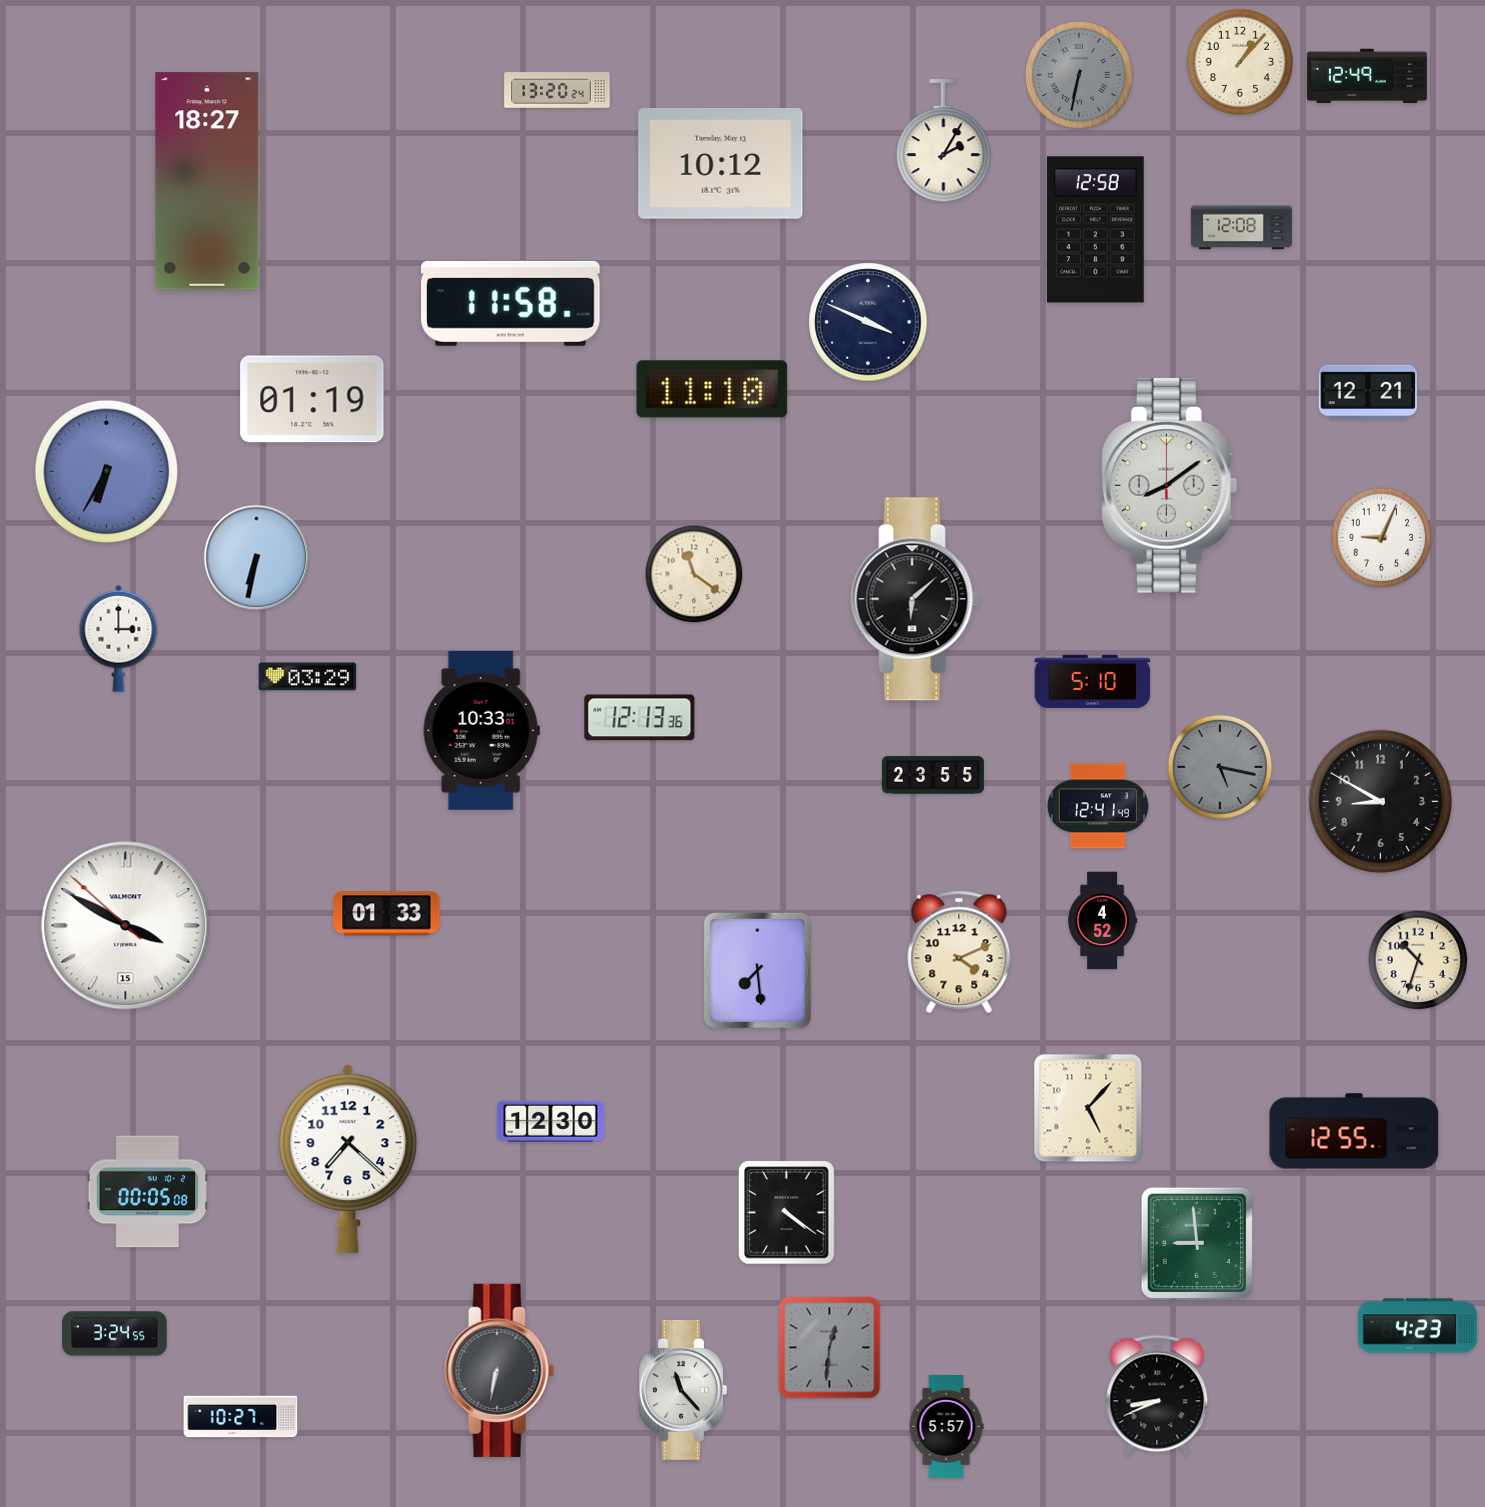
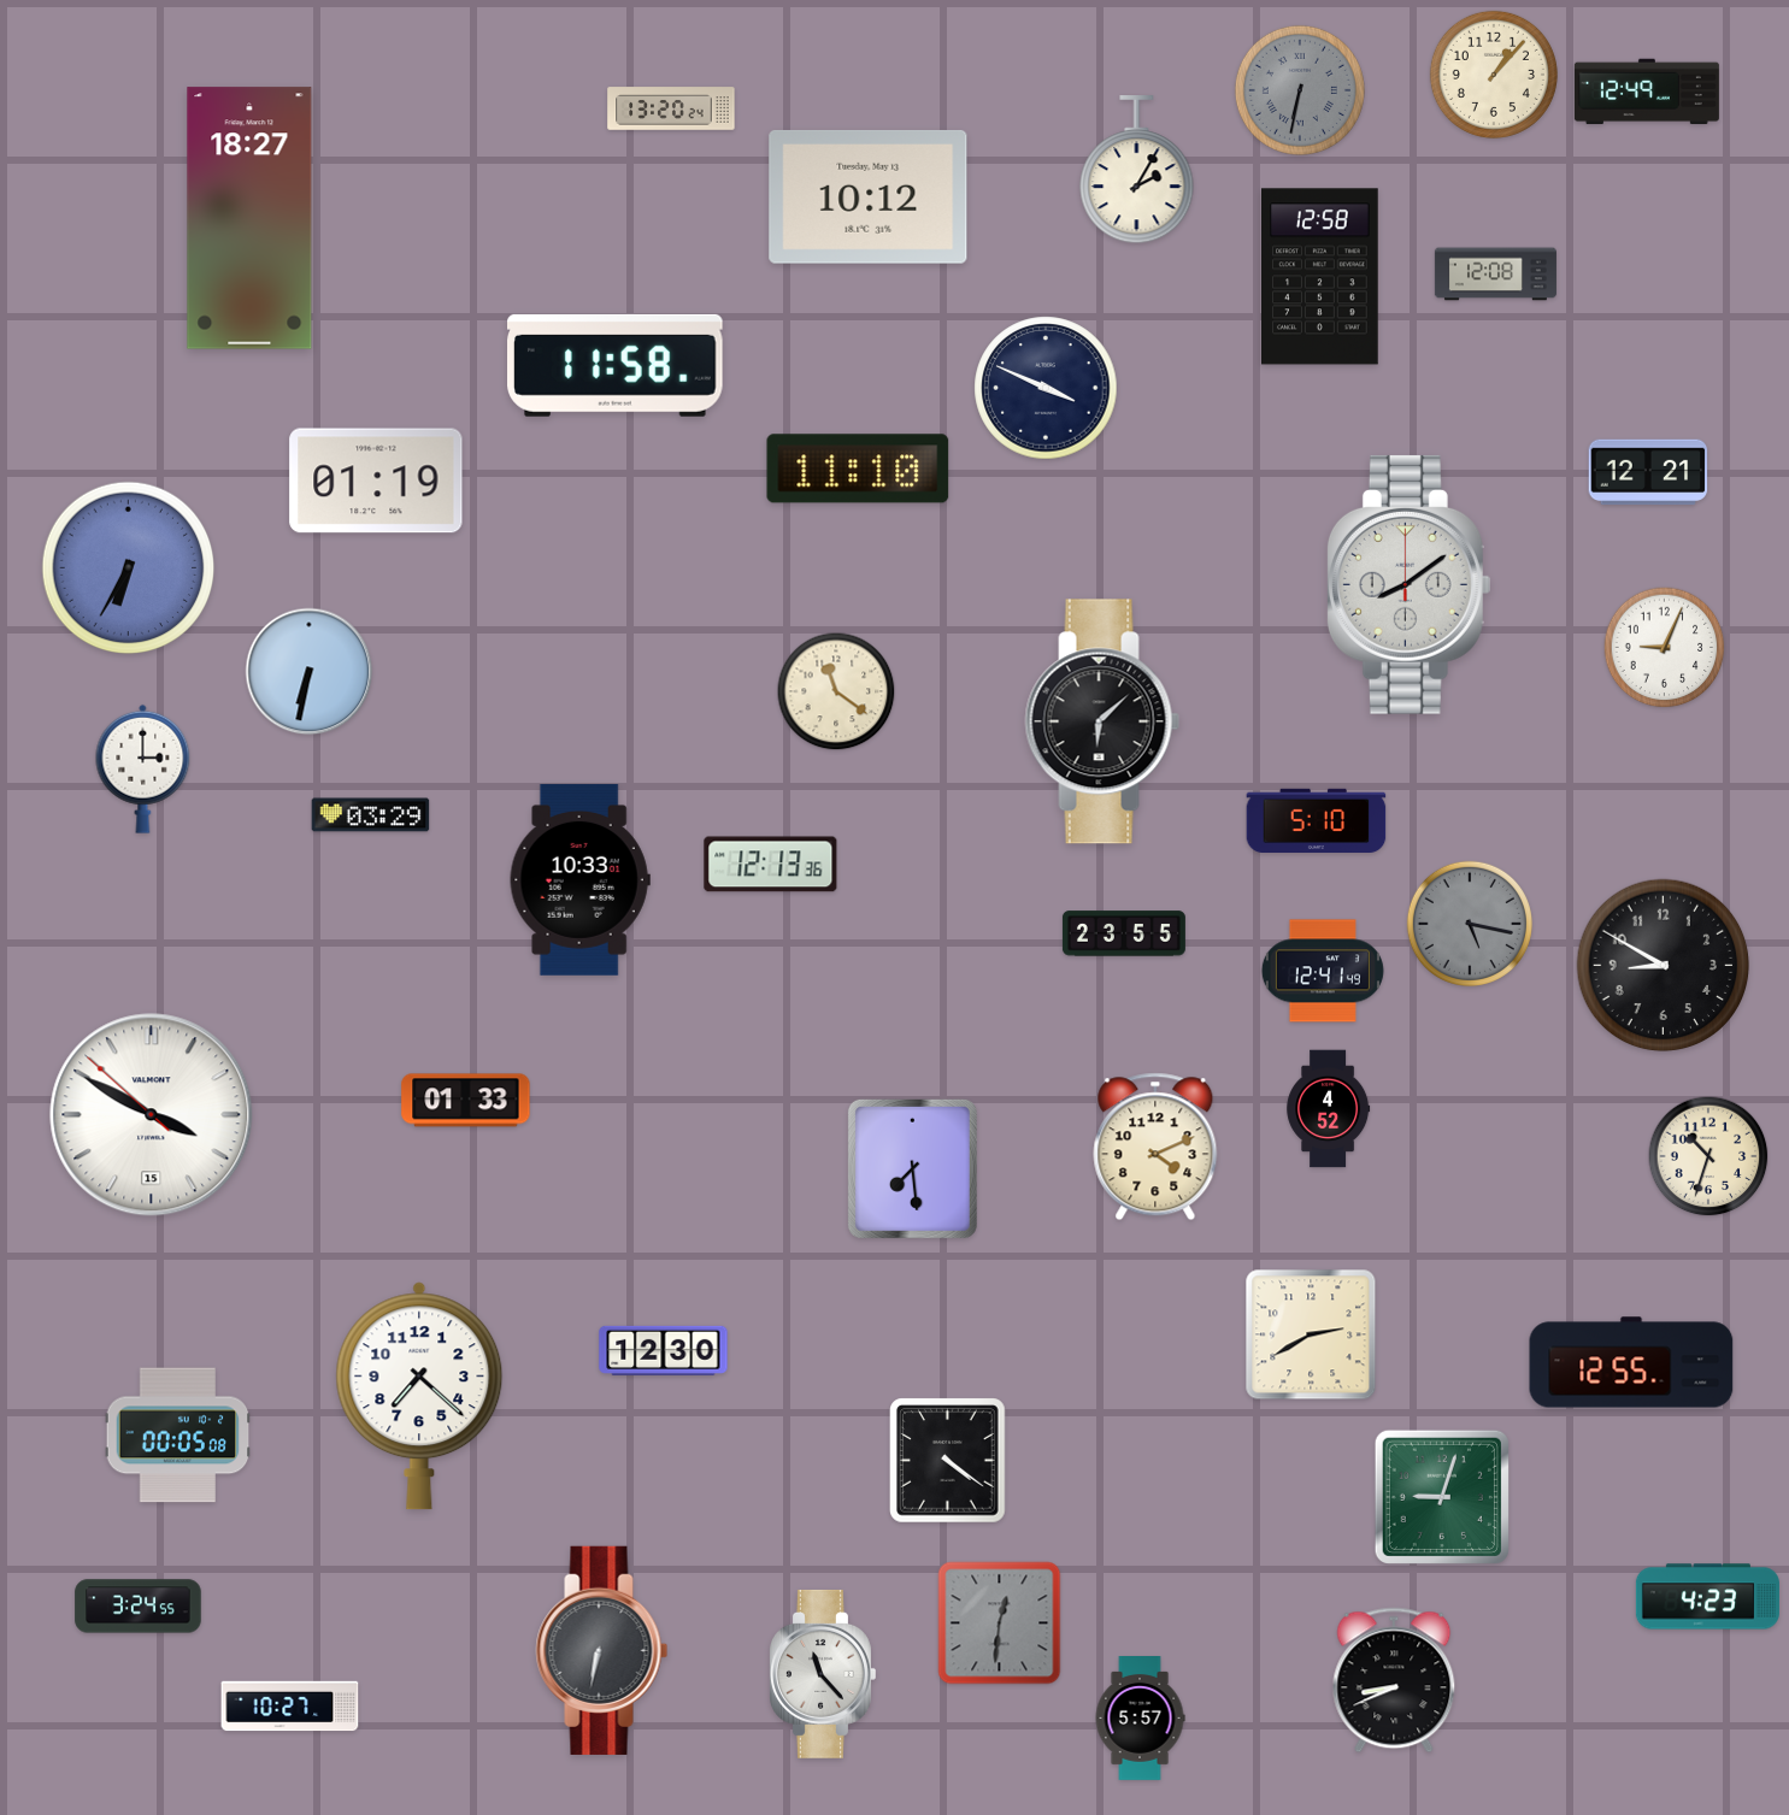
clock at (1088, 1108): 5:07 -> 2:40
clock at (1197, 1243): 8:59 -> 9:03
